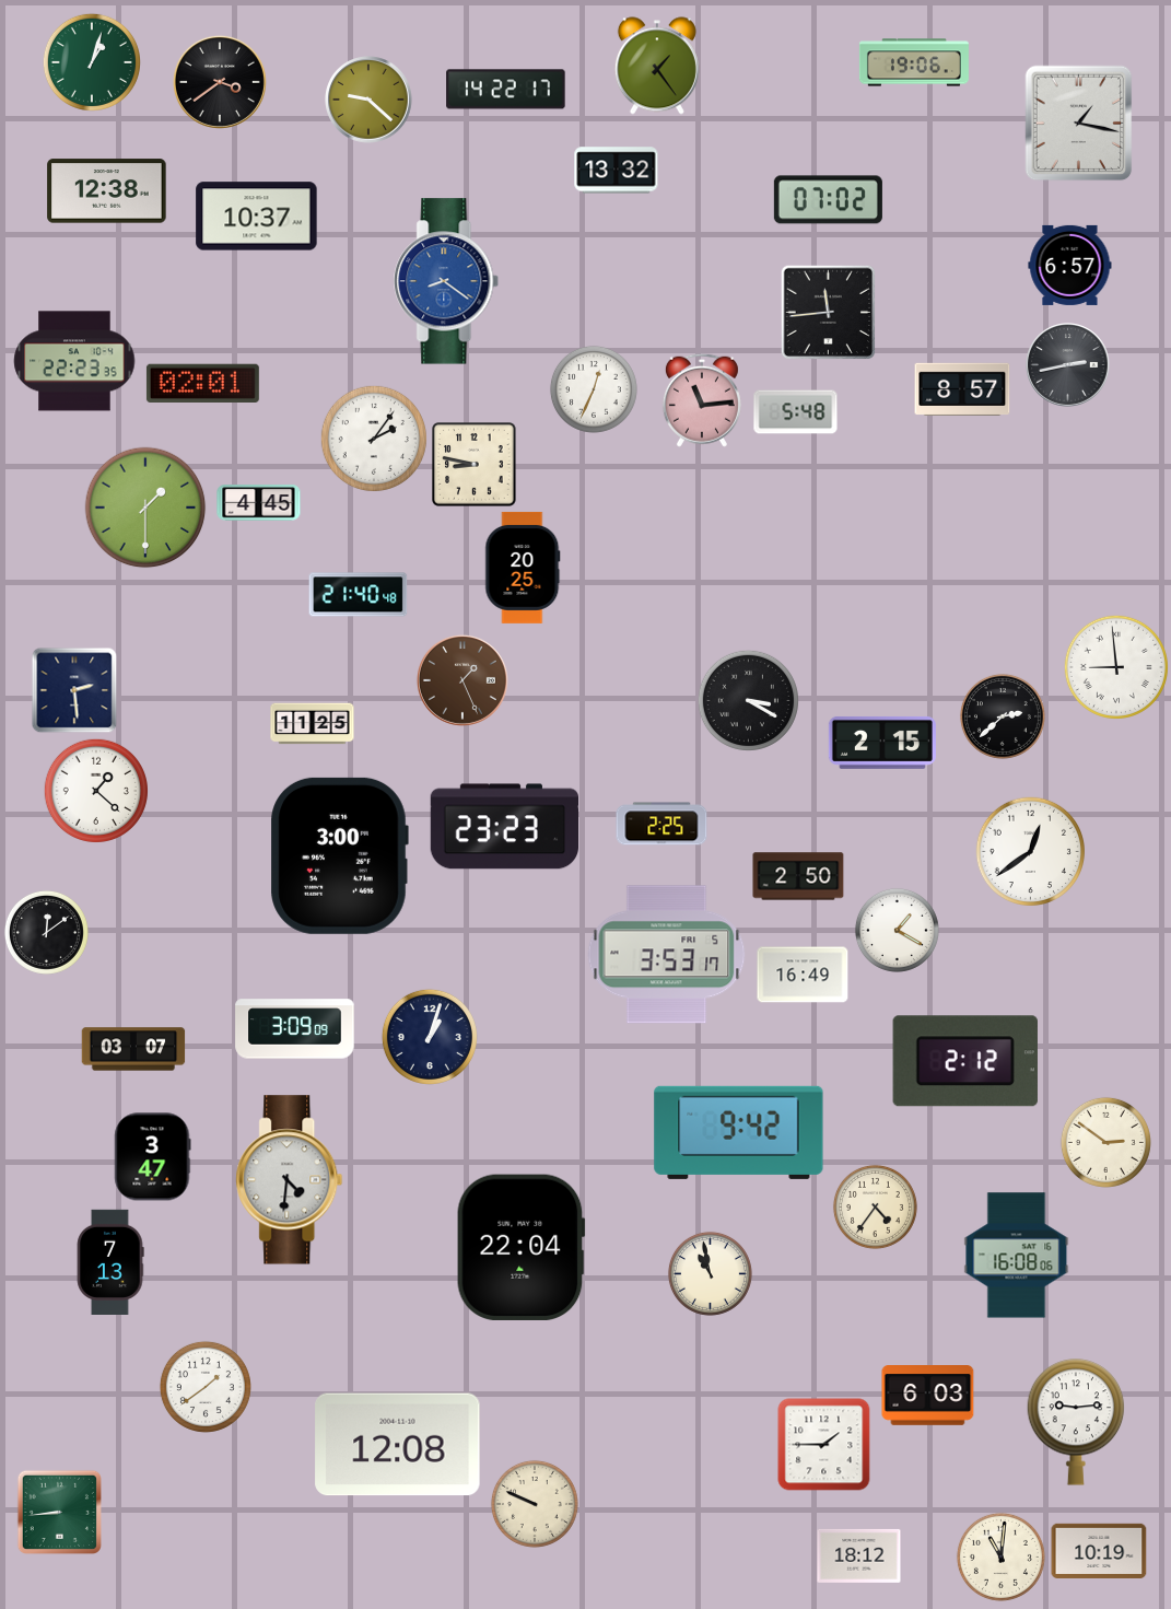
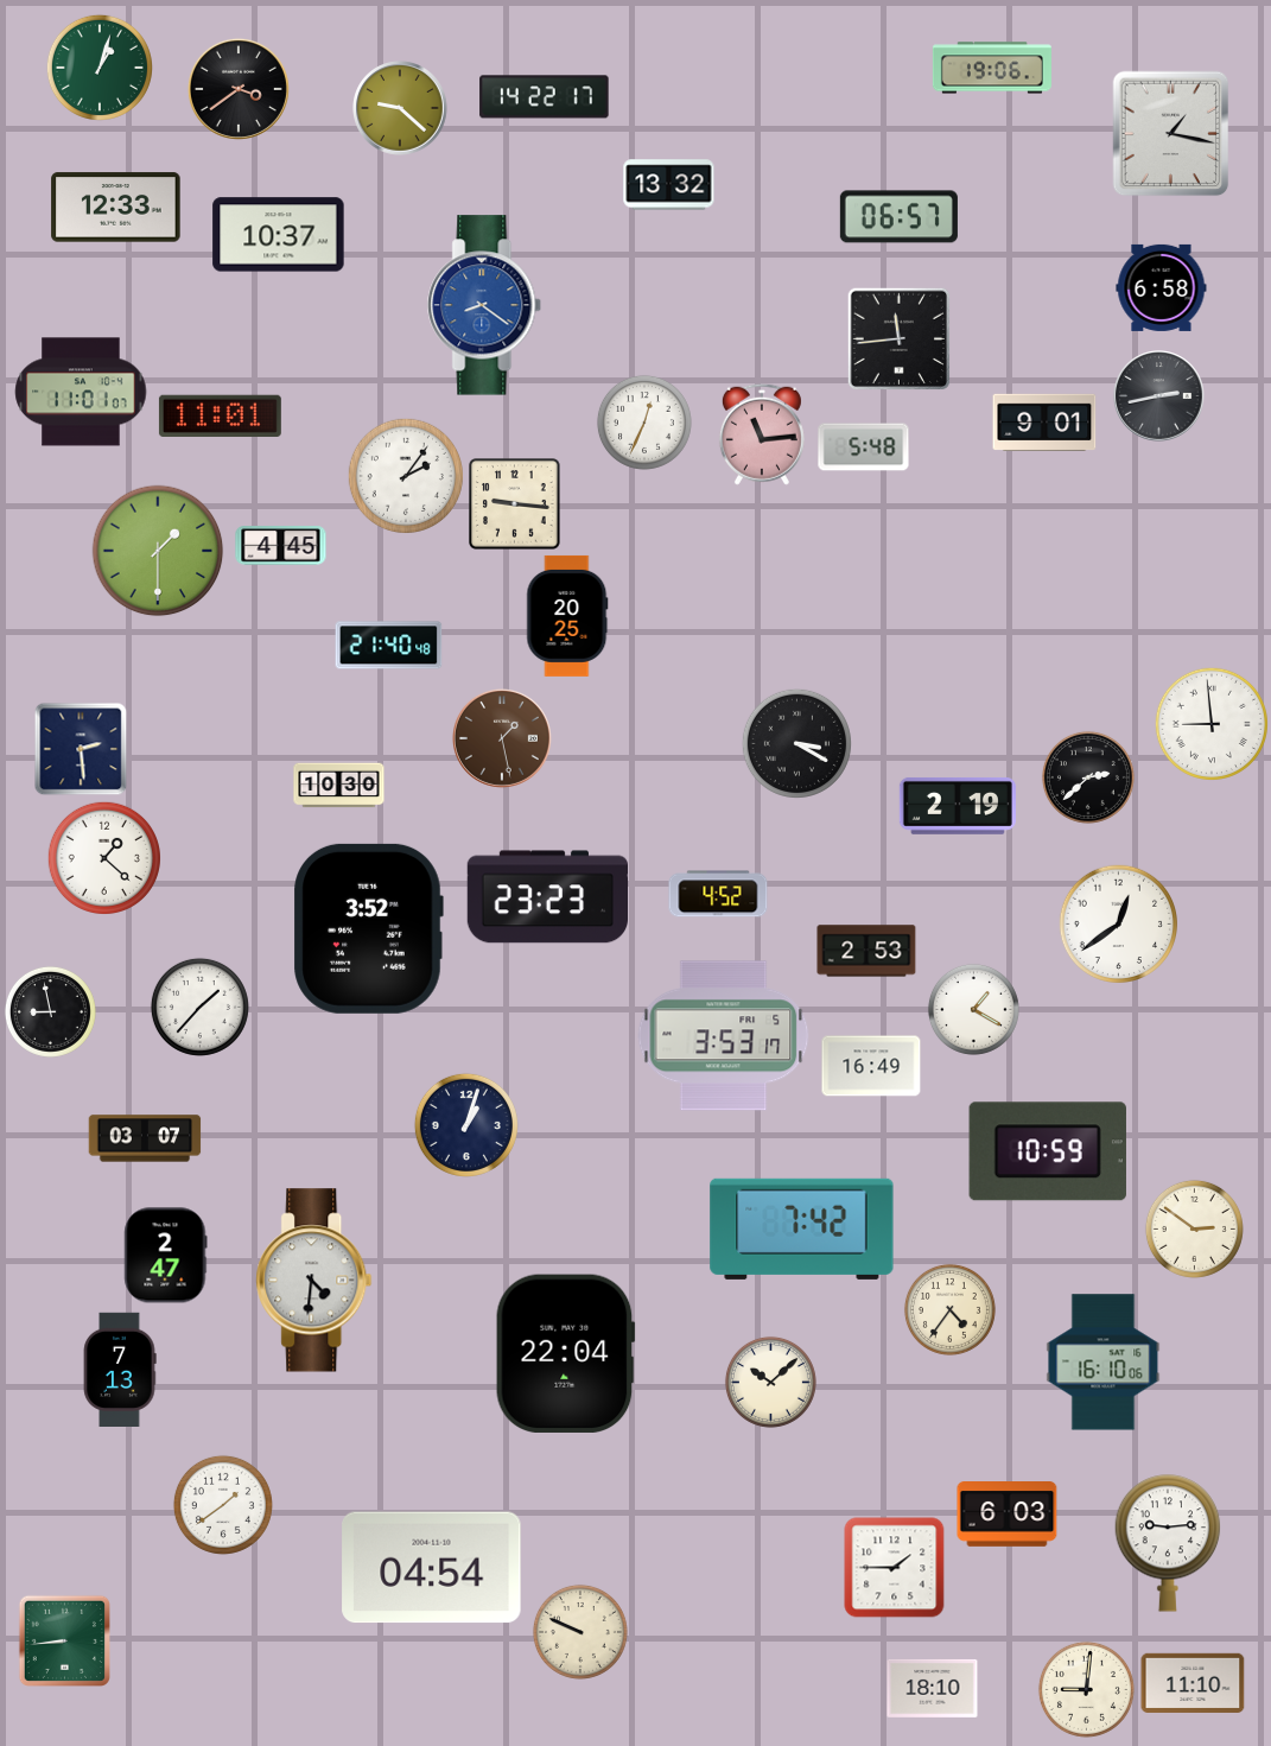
clock at (657, 66): 1:24 -> none
clock at (506, 90) position: (506, 90) -> (545, 97)
clock at (107, 191): 12:38 -> 12:33
clock at (828, 200): 07:02 -> 06:57
clock at (1070, 265): 6:57 -> 6:58
clock at (74, 361): 22:23 -> 11:01
clock at (202, 383): 02:01 -> 11:01
clock at (962, 389): 8:57 -> 9:01
clock at (475, 465): 8:47 -> 9:16
clock at (462, 680): 1:26 -> 1:28
clock at (748, 700) position: (748, 700) -> (796, 743)
clock at (313, 724): 11:25 -> 10:30
clock at (882, 743): 2:15 -> 2:19
clock at (661, 824): 2:25 -> 4:52
clock at (339, 855): 3:00 -> 3:52
clock at (798, 876): 2:50 -> 2:53
clock at (199, 1007): none -> 1:37
clock at (46, 932): 12:09 -> 8:58
clock at (803, 975) position: (803, 975) -> (871, 1066)
clock at (295, 1029): 3:09 -> none
clock at (965, 1061): 2:12 -> 10:59
clock at (739, 1132): 9:42 -> 7:42
clock at (1105, 1142) position: (1105, 1142) -> (1194, 1228)
clock at (153, 1157): 3:47 -> 2:47
clock at (1017, 1256): 16:08 -> 16:10
clock at (710, 1273): 10:58 -> 10:08
clock at (398, 1445): 12:08 -> 04:54
clock at (1099, 1550): 10:19 -> 11:10
clock at (859, 1555): 18:12 -> 18:10
clock at (1000, 1556): 11:01 -> 9:01
